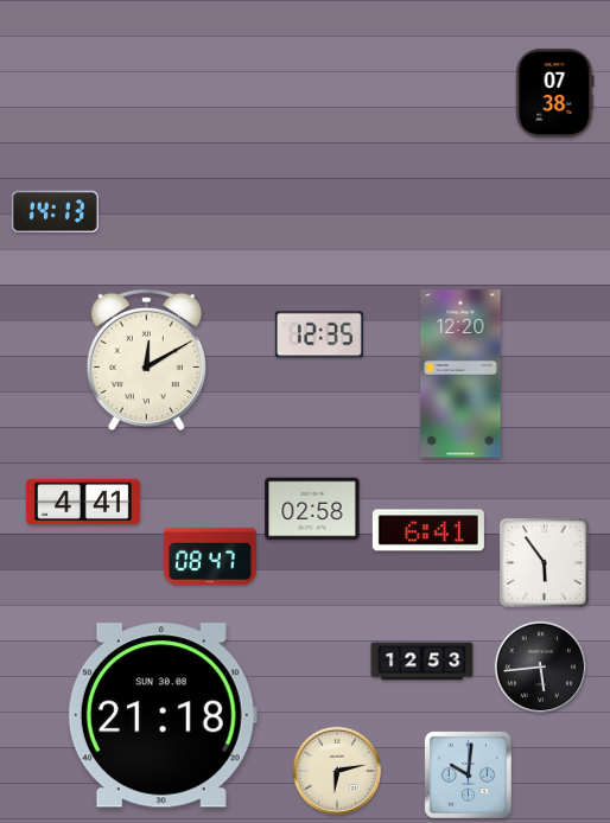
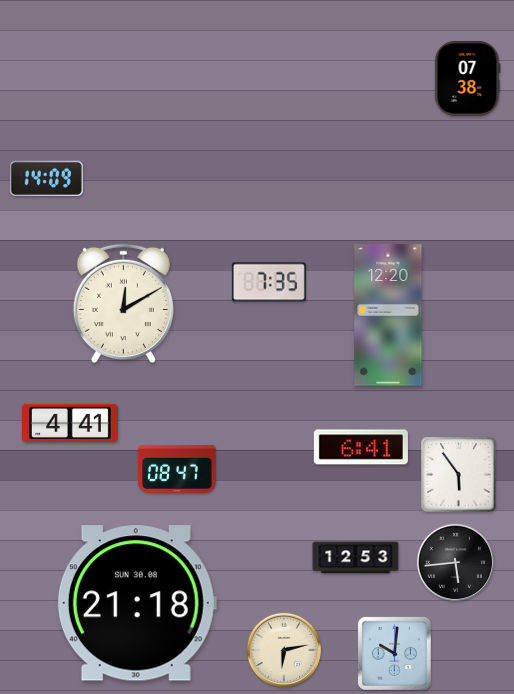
clock at (55, 212): 14:13 -> 14:09
clock at (319, 334): 12:35 -> 7:35
clock at (312, 509): 02:58 -> none
